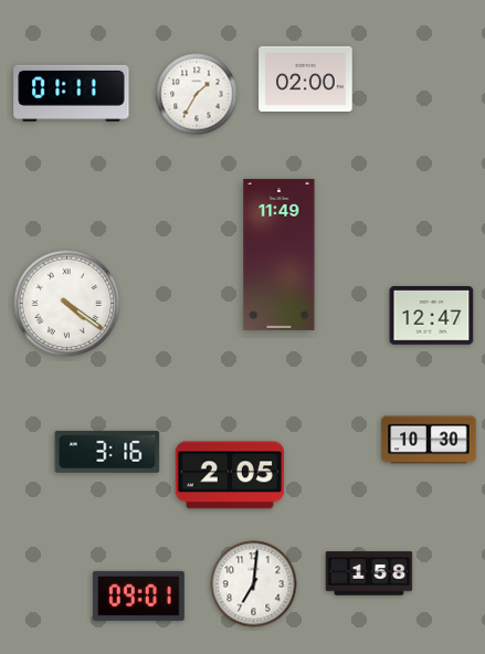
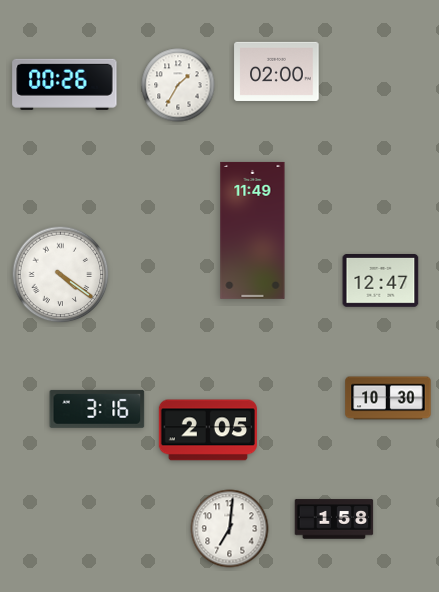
clock at (72, 93): 01:11 -> 00:26
clock at (432, 316) position: (432, 316) -> (381, 281)
clock at (138, 595): 09:01 -> none
